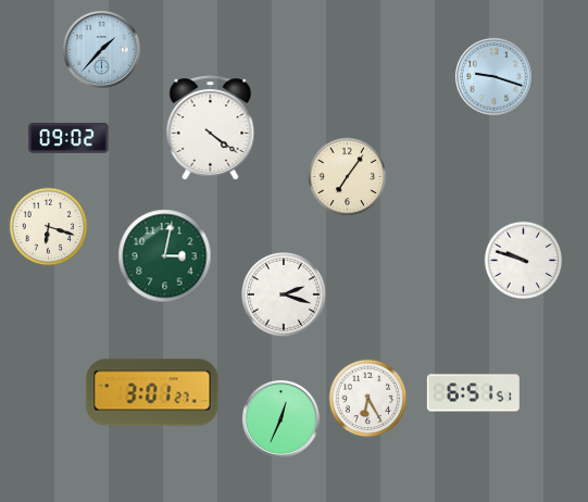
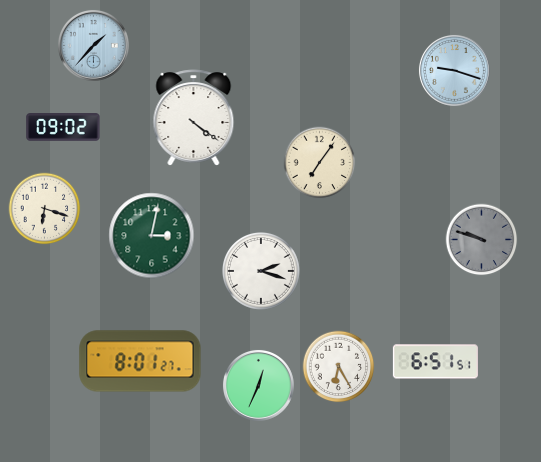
clock at (524, 261) dial: white -> grey
clock at (152, 392): 3:01 -> 8:01
